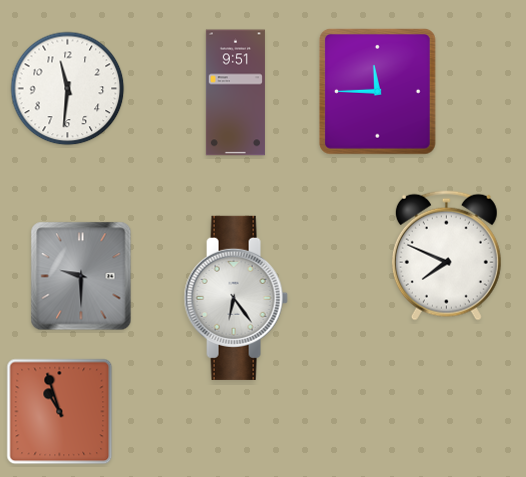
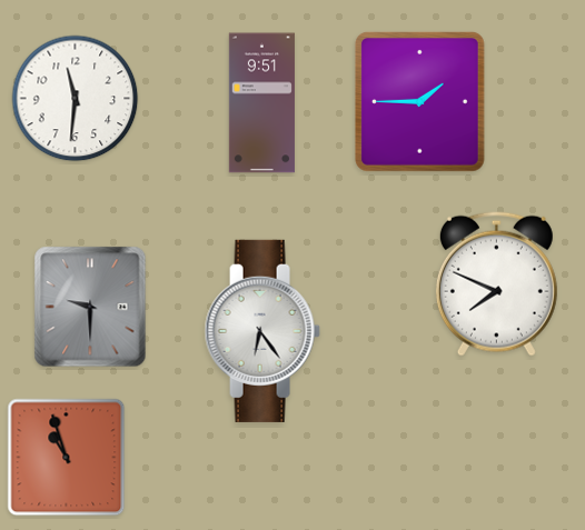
clock at (377, 92): 11:45 -> 1:45
